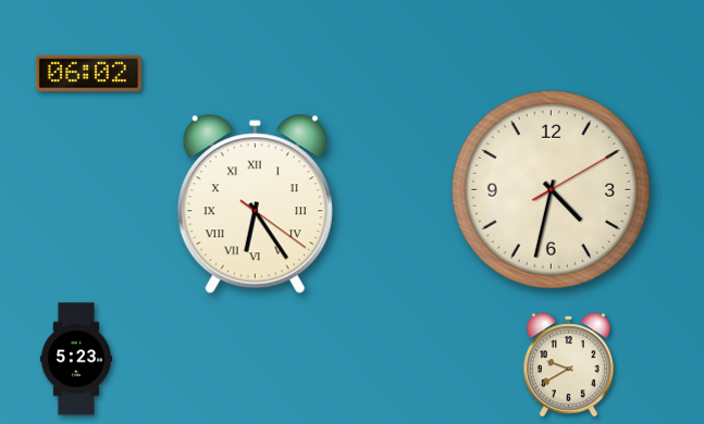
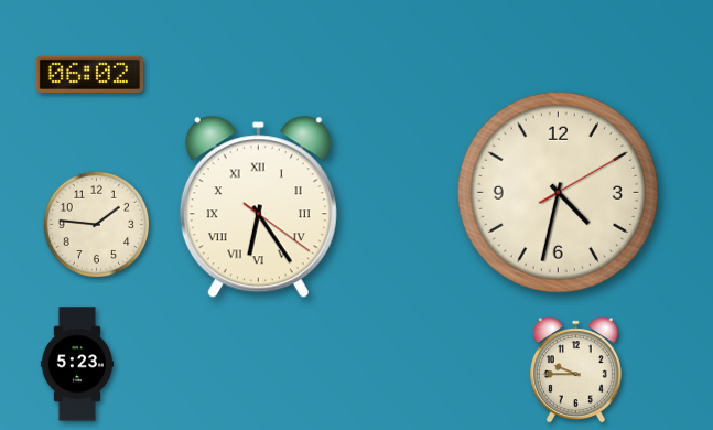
clock at (97, 225): none -> 1:46
clock at (568, 365): 9:40 -> 9:45
